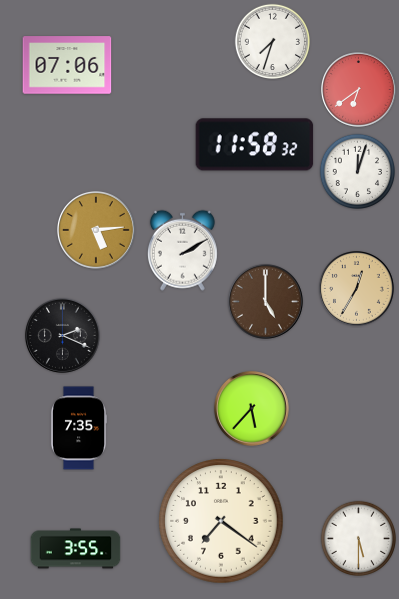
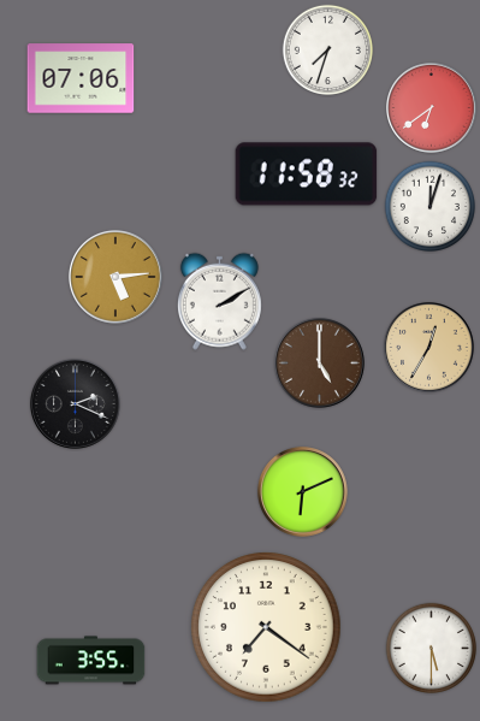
clock at (252, 409): 5:37 -> 6:11
clock at (79, 428): 7:35 -> none
